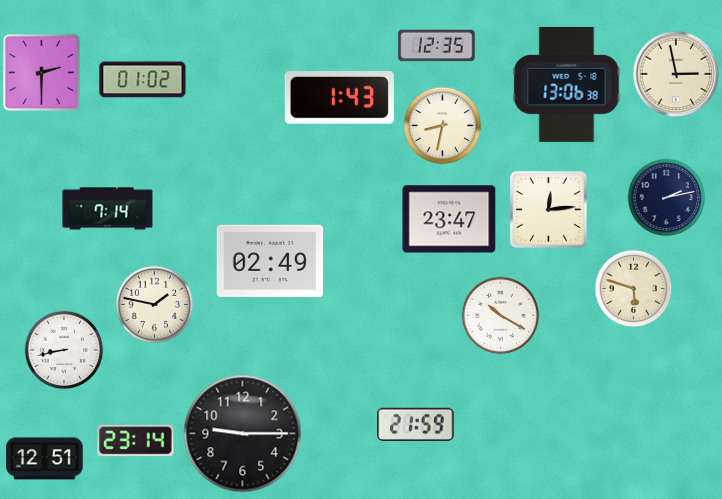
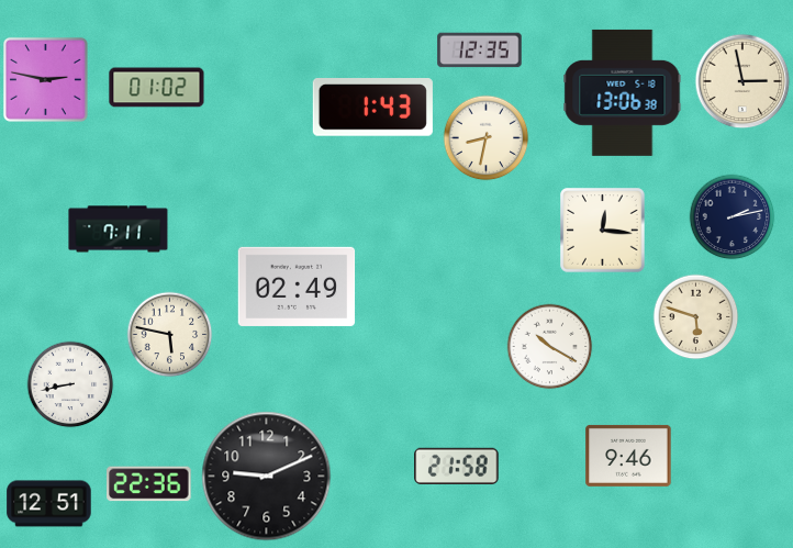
clock at (41, 72): 2:30 -> 2:47
clock at (108, 209): 7:14 -> 7:11
clock at (549, 210): 12:14 -> 12:16
clock at (449, 219): 23:47 -> none
clock at (154, 304): 1:47 -> 5:47
clock at (628, 456): none -> 9:46
clock at (416, 424): 21:59 -> 21:58
clock at (243, 434): 9:15 -> 9:11
clock at (136, 441): 23:14 -> 22:36
